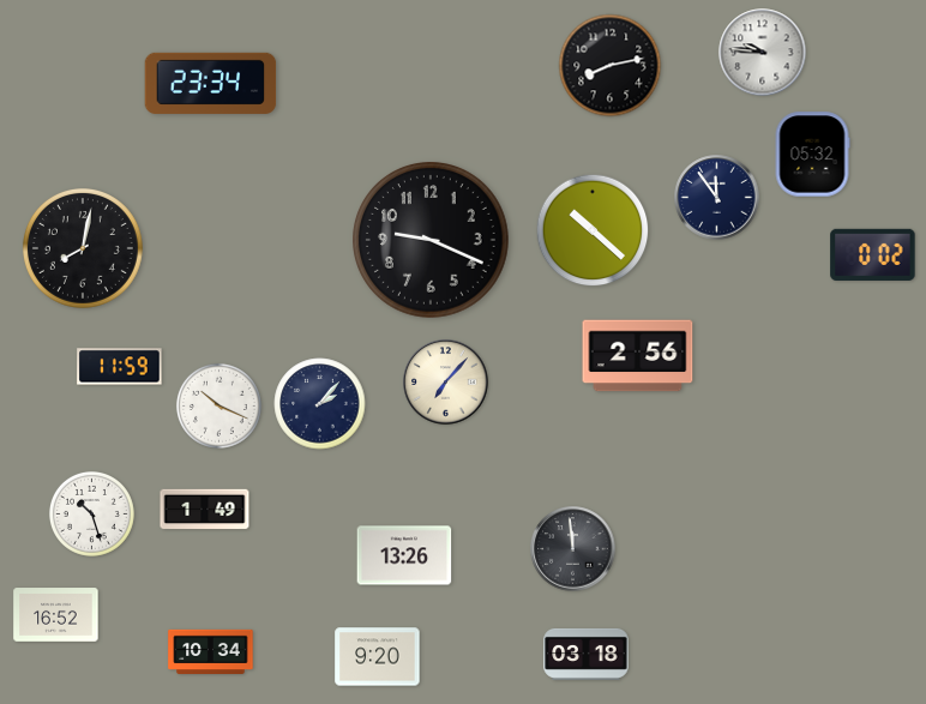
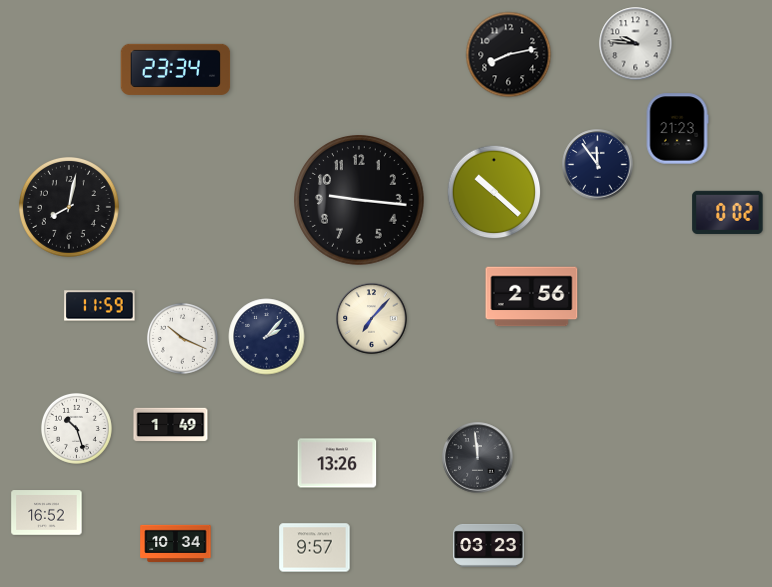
clock at (812, 155): 05:32 -> 21:23
clock at (431, 240): 9:19 -> 9:16
clock at (587, 654): 03:18 -> 03:23
clock at (378, 657): 9:20 -> 9:57
